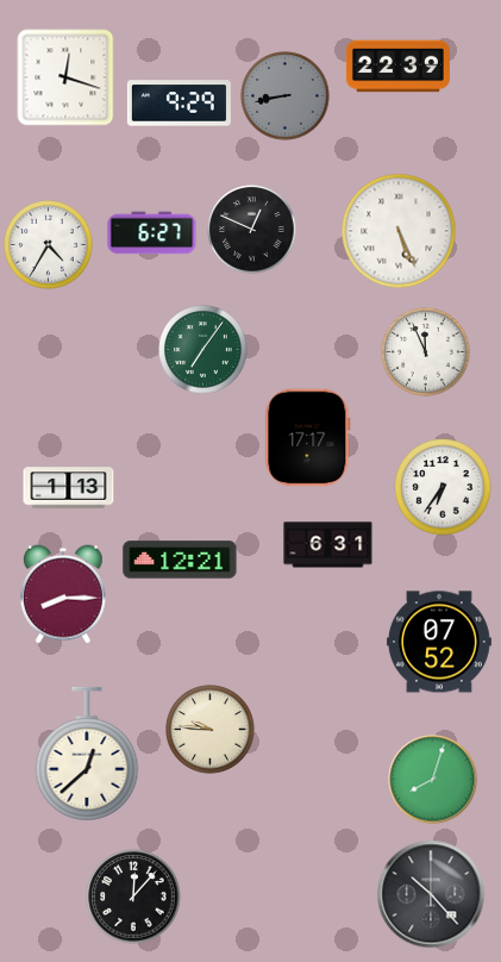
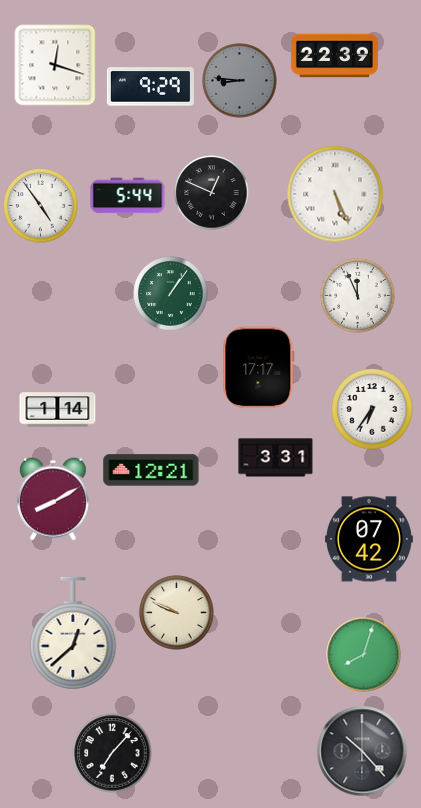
clock at (286, 96): 8:43 -> 8:46
clock at (152, 233): 6:27 -> 5:44
clock at (49, 245): 4:35 -> 4:54
clock at (203, 350): 7:06 -> 1:06
clock at (69, 488): 1:13 -> 1:14
clock at (328, 545): 6:31 -> 3:31
clock at (63, 594): 8:15 -> 8:10
clock at (439, 642): 07:52 -> 07:42
clock at (211, 730): 9:46 -> 9:49
clock at (133, 897): 12:07 -> 7:07
